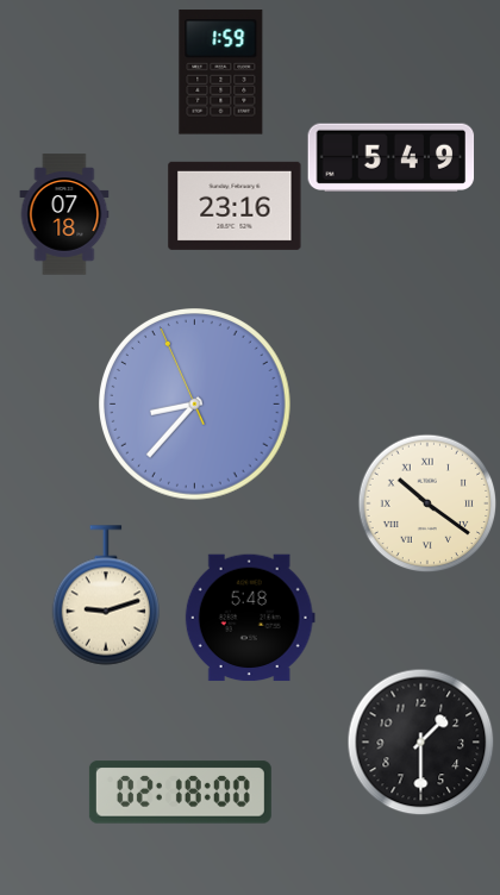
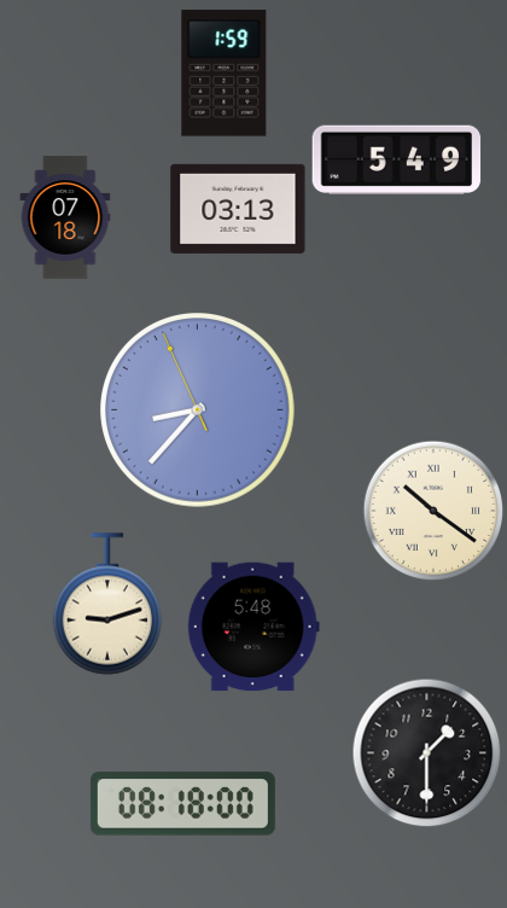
clock at (235, 206): 23:16 -> 03:13
clock at (180, 793): 02:18 -> 08:18
